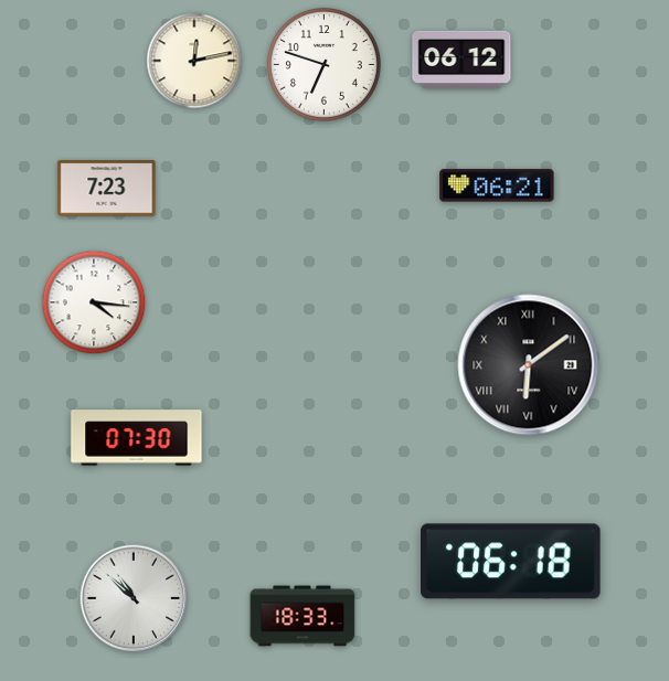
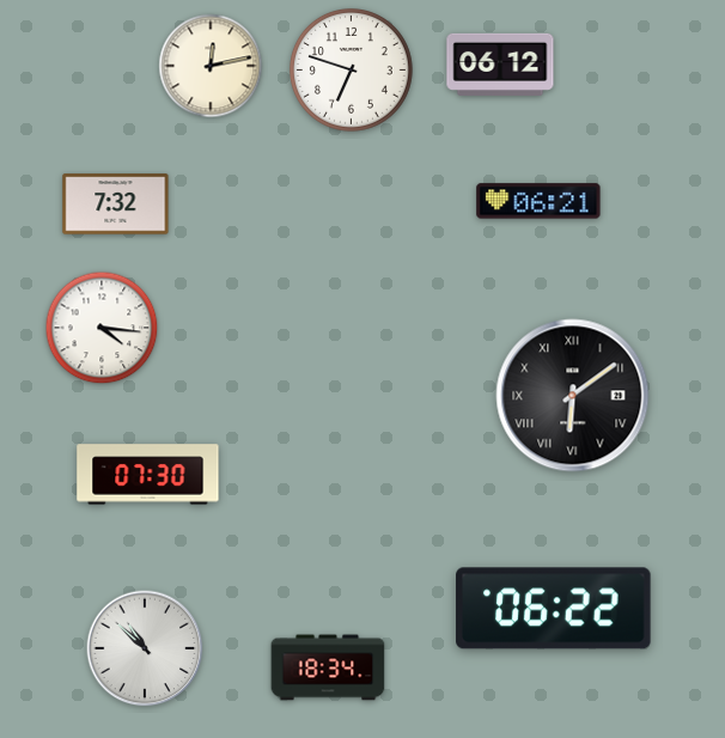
clock at (107, 189): 7:23 -> 7:32
clock at (511, 562): 06:18 -> 06:22
clock at (302, 616): 18:33 -> 18:34
